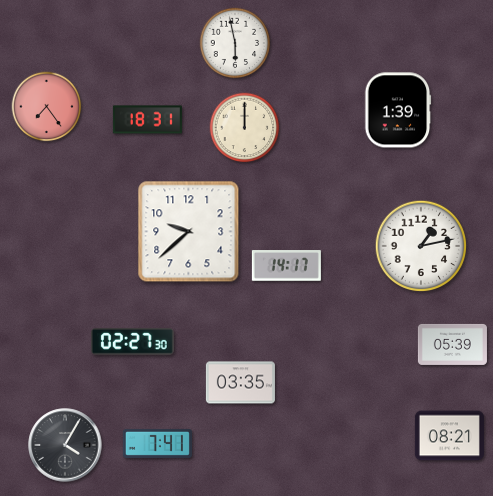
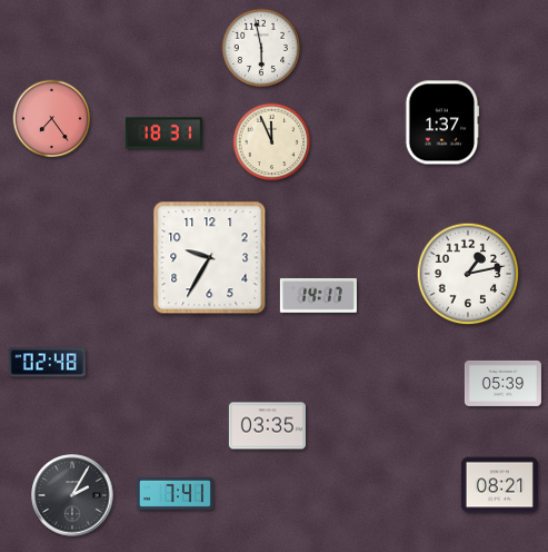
clock at (398, 110): 1:39 -> 1:37
clock at (245, 128): 12:00 -> 11:56
clock at (189, 232): 9:38 -> 9:35
clock at (47, 363): none -> 02:48
clock at (132, 342): 02:27 -> none
clock at (65, 445): 4:05 -> 2:05
